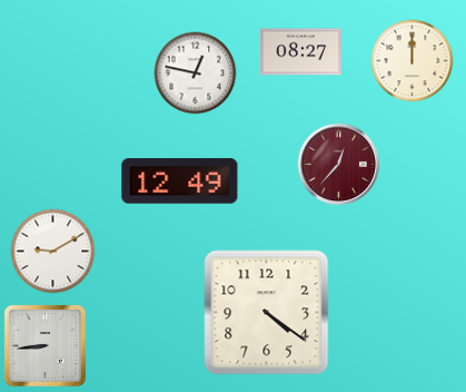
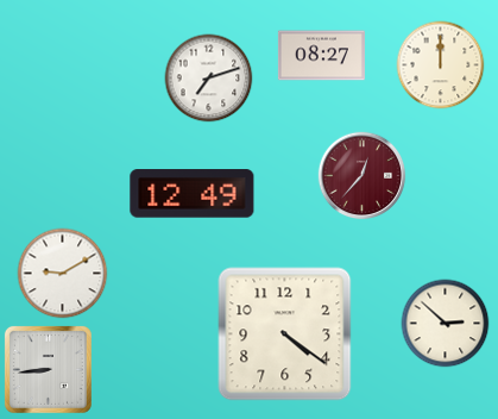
clock at (196, 73): 12:47 -> 7:12
clock at (53, 252) position: (53, 252) -> (63, 274)
clock at (446, 324): none -> 2:52
